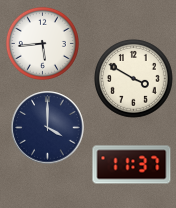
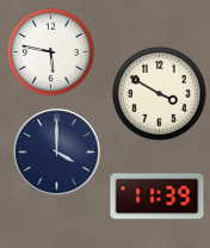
clock at (42, 43): 5:44 -> 5:47
clock at (132, 165): 11:37 -> 11:39
